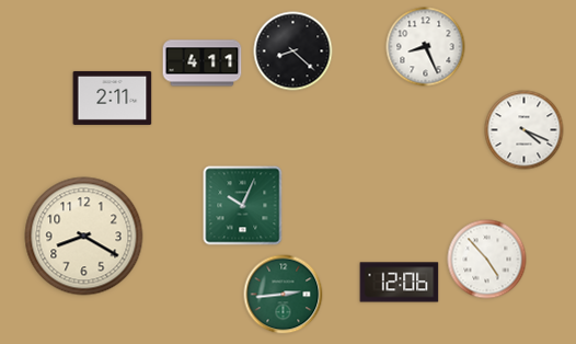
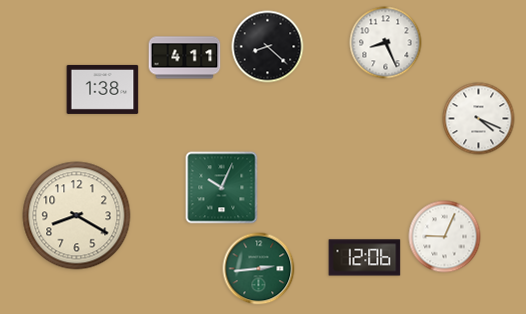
clock at (426, 47) position: (426, 47) -> (386, 43)
clock at (113, 98): 2:11 -> 1:38
clock at (487, 260): 4:53 -> 9:04
